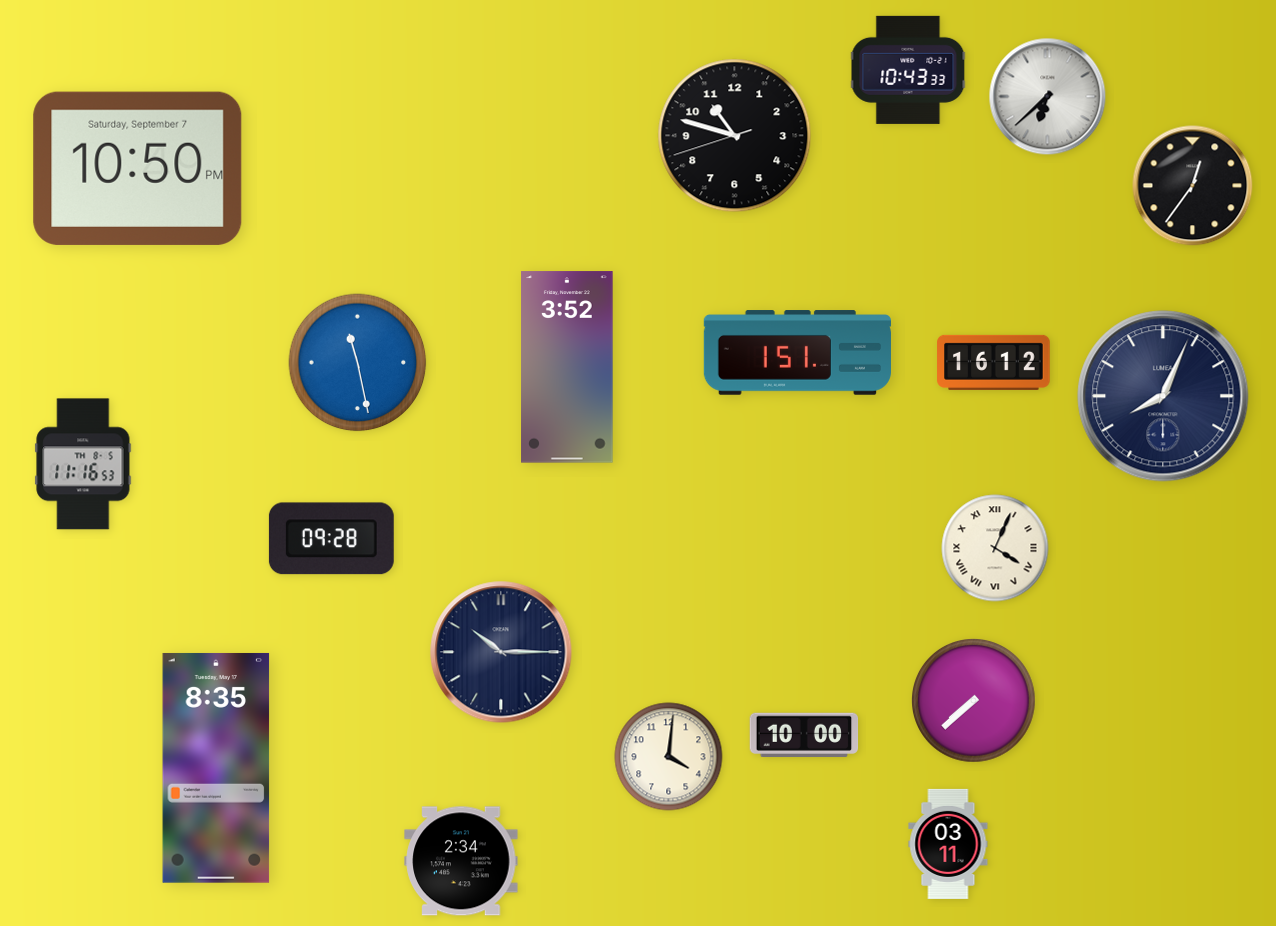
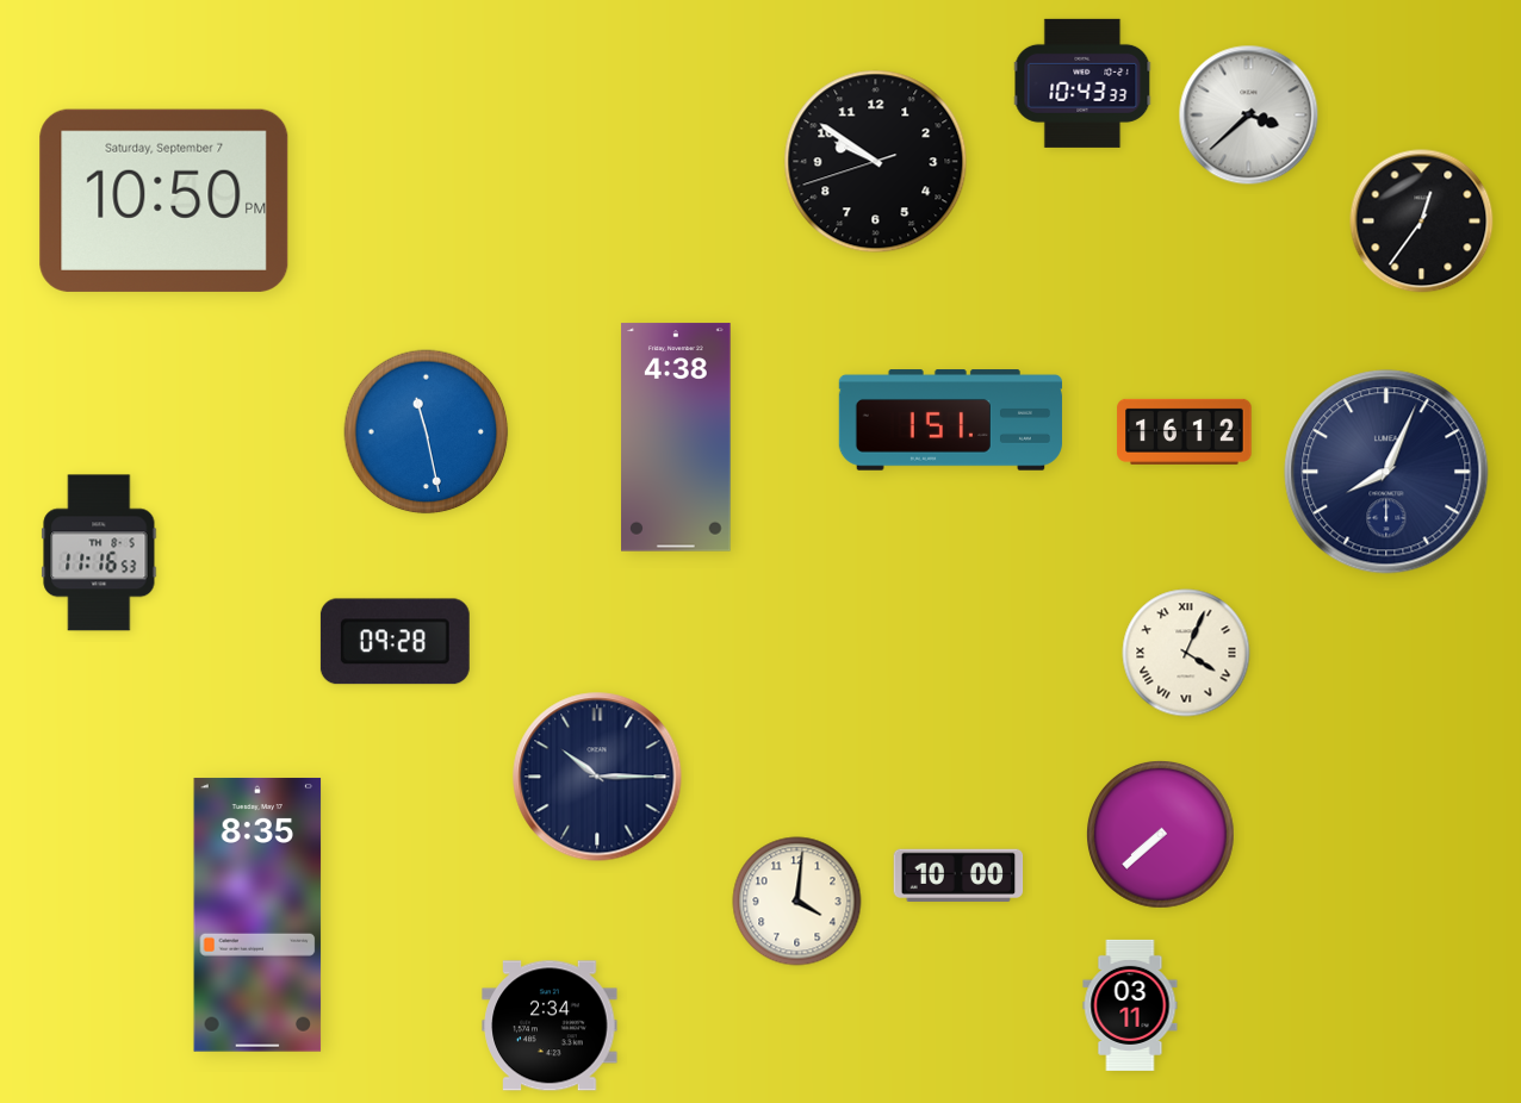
clock at (1048, 97): 6:38 -> 3:38
clock at (735, 136): 10:47 -> 9:50
clock at (567, 367): 3:52 -> 4:38
